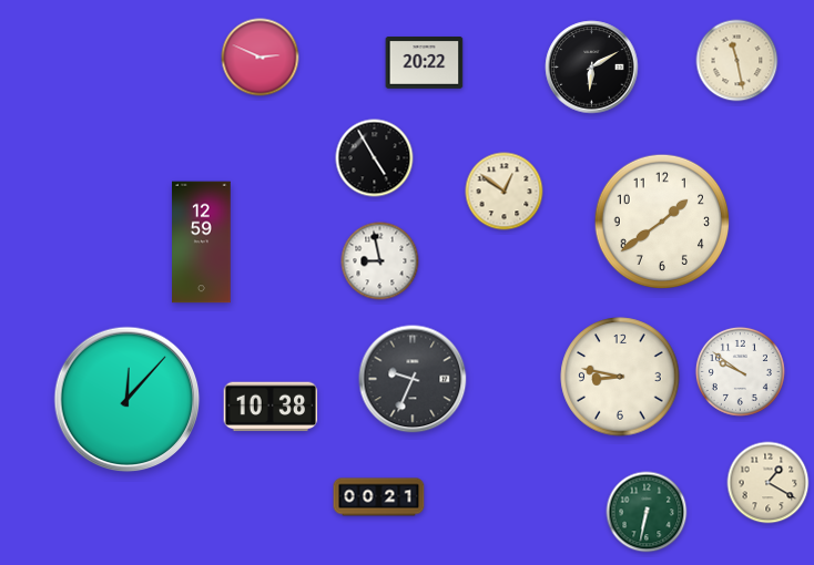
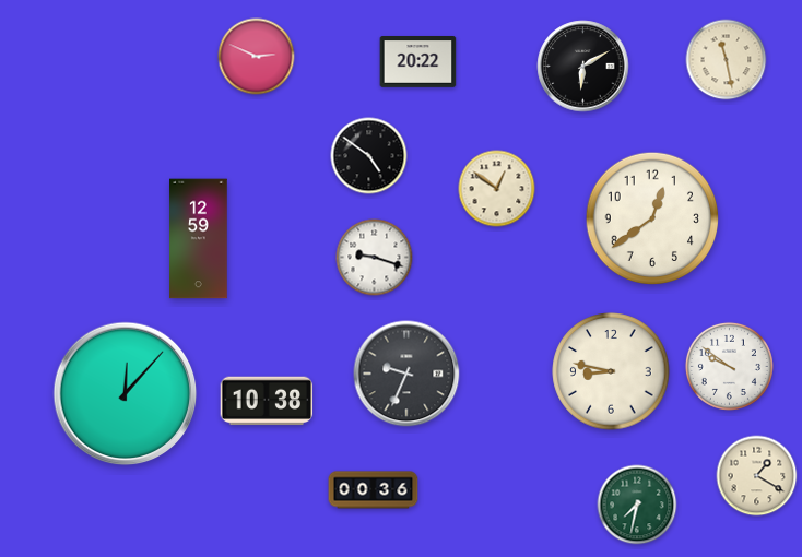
clock at (375, 158): 4:55 -> 4:51
clock at (662, 222): 1:39 -> 12:39
clock at (380, 261): 8:58 -> 9:18
clock at (379, 497): 00:21 -> 00:36
clock at (647, 512): 6:32 -> 7:32
